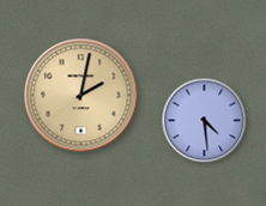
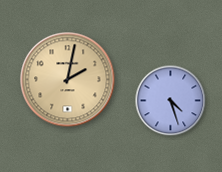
clock at (205, 121): 4:29 -> 4:27
